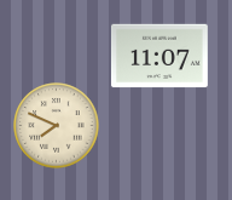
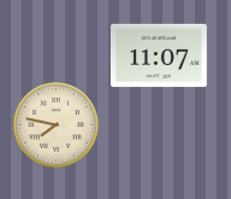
clock at (57, 126): 7:49 -> 7:47
